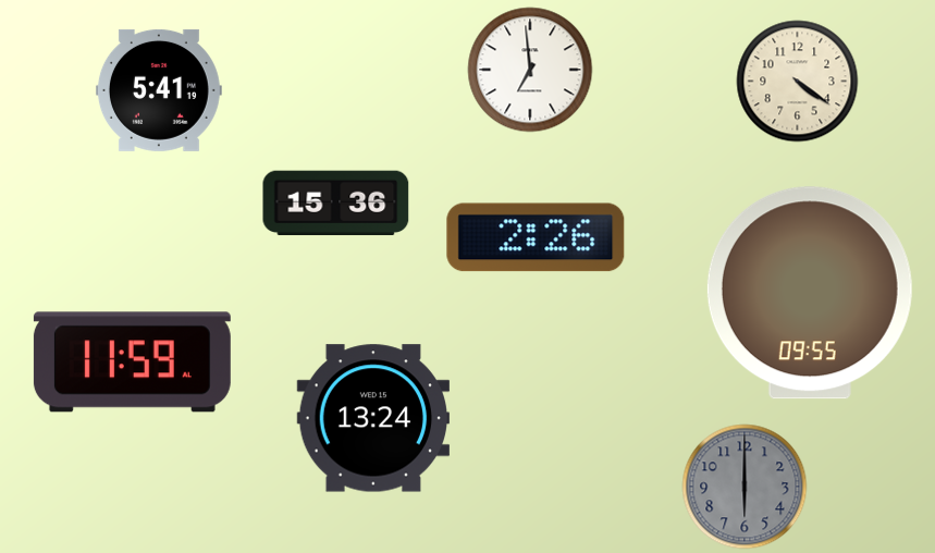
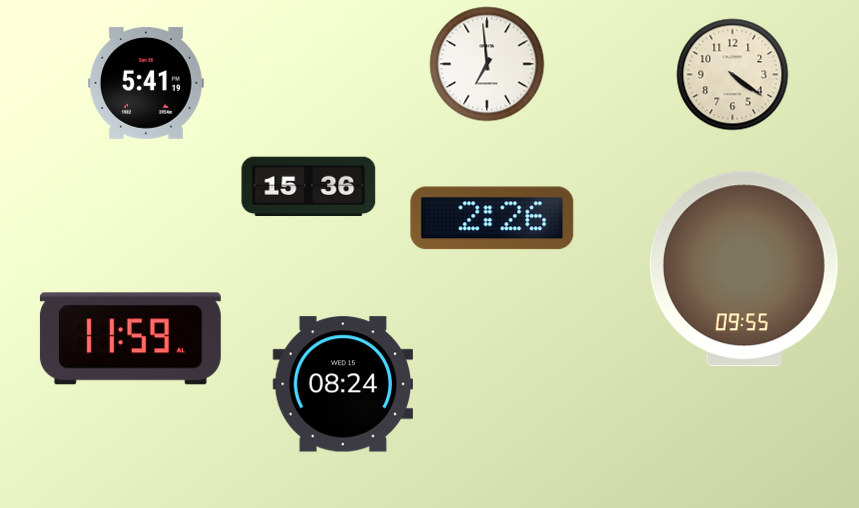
clock at (132, 362) position: (132, 362) -> (130, 339)
clock at (372, 418): 13:24 -> 08:24
clock at (745, 487): 6:00 -> none
